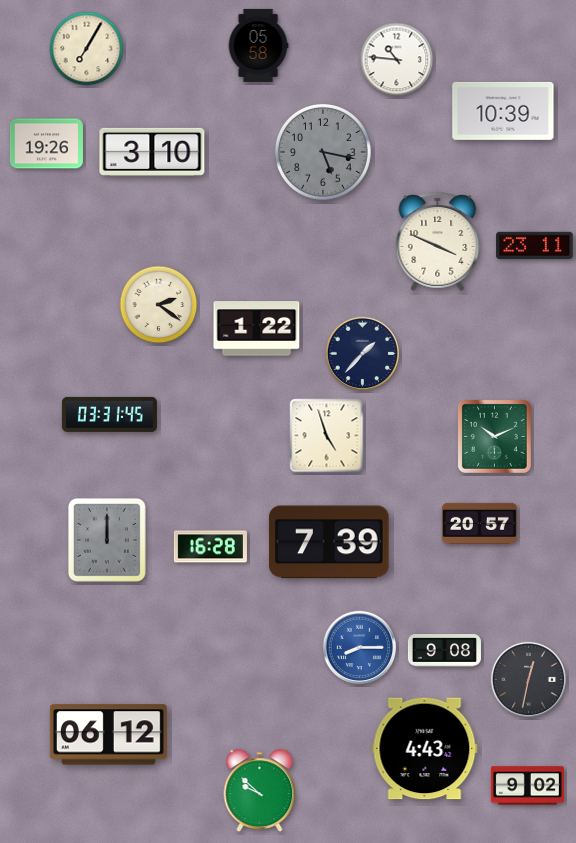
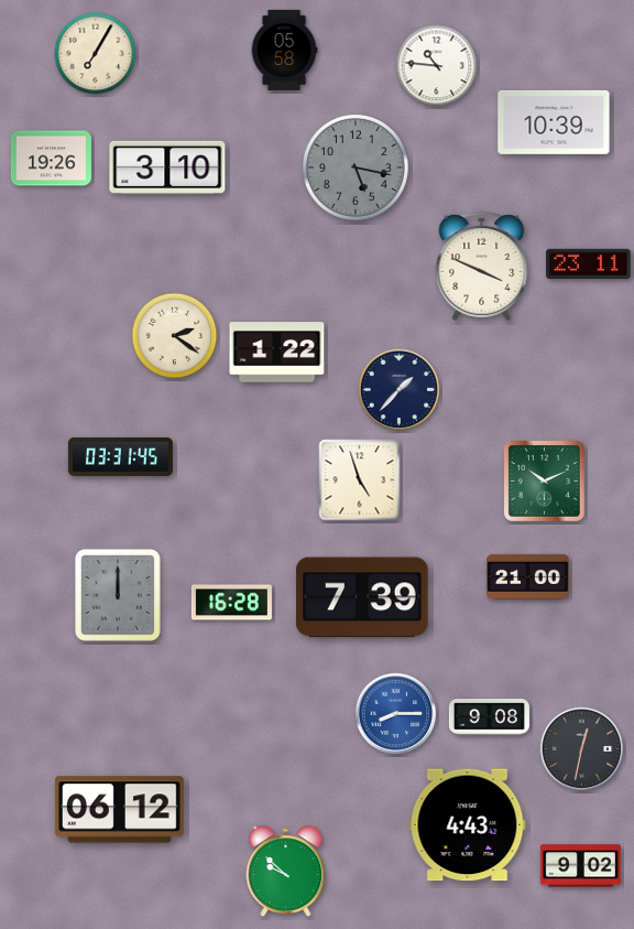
clock at (535, 245) position: (535, 245) -> (589, 263)
clock at (257, 329) position: (257, 329) -> (277, 353)
clock at (480, 523): 20:57 -> 21:00
